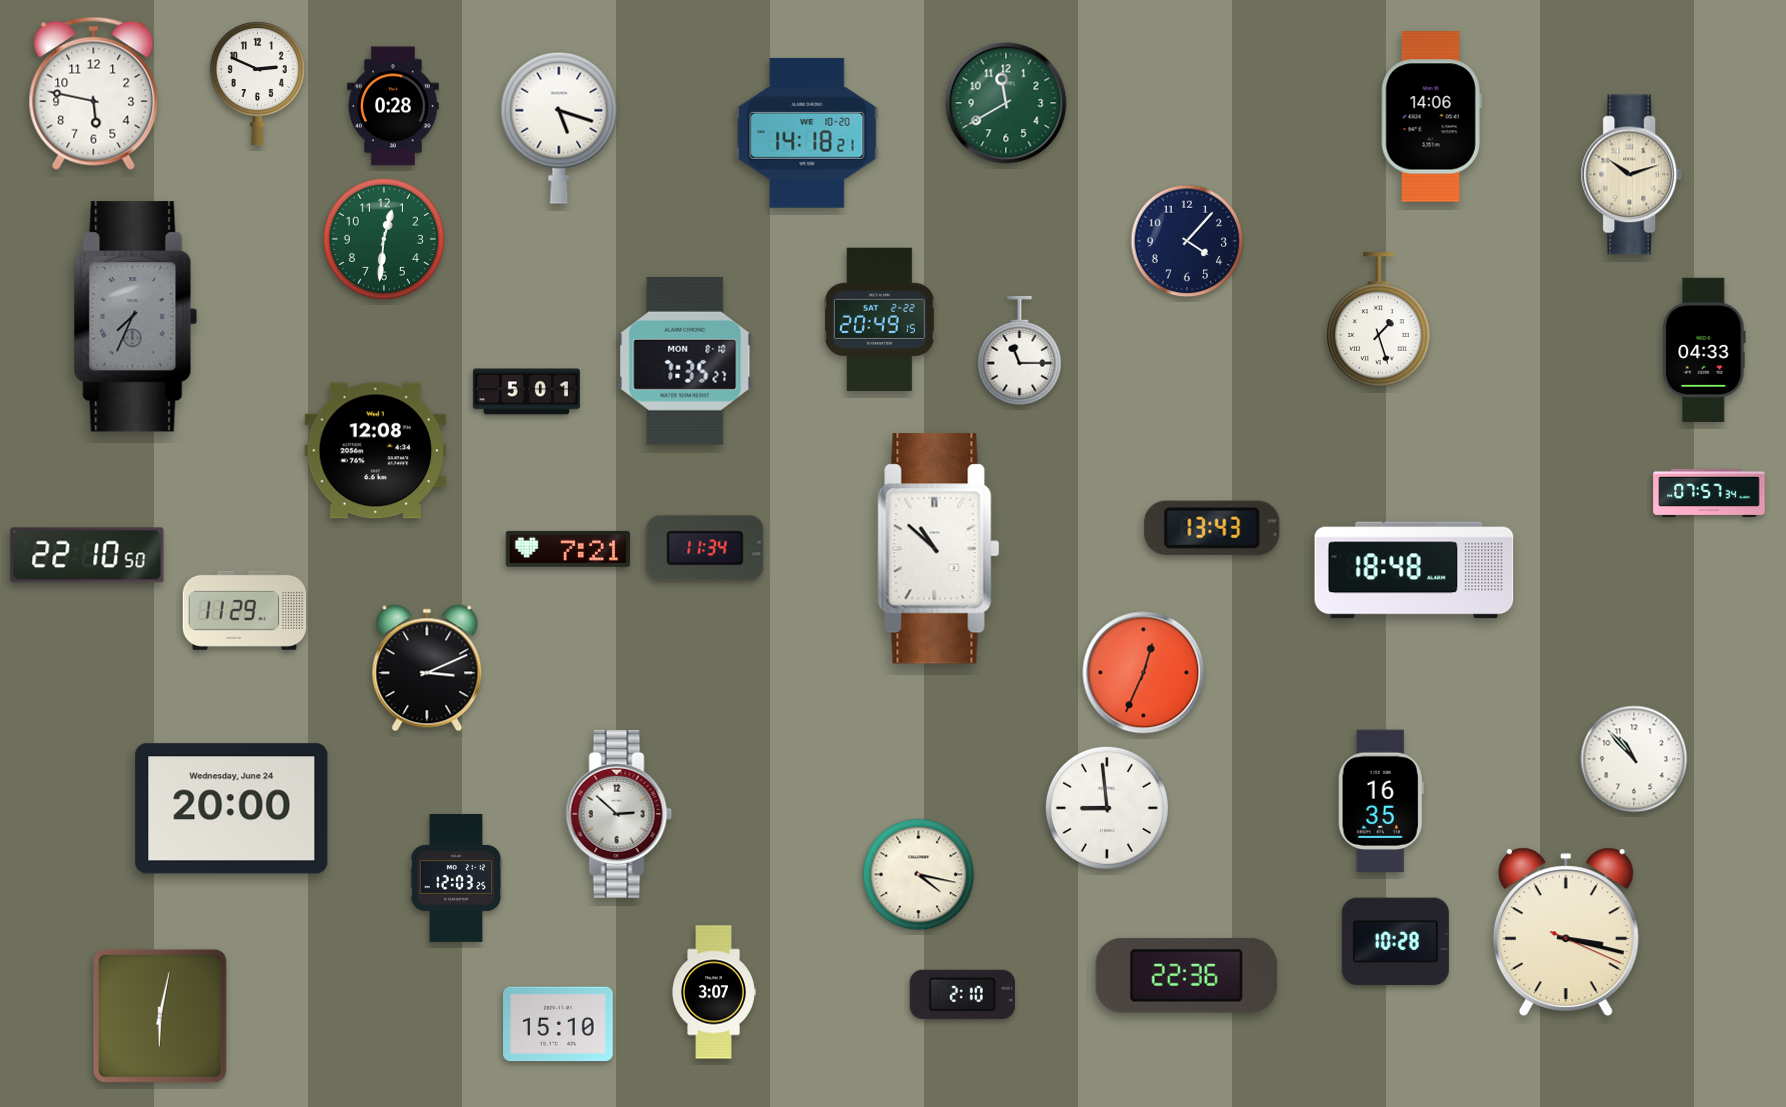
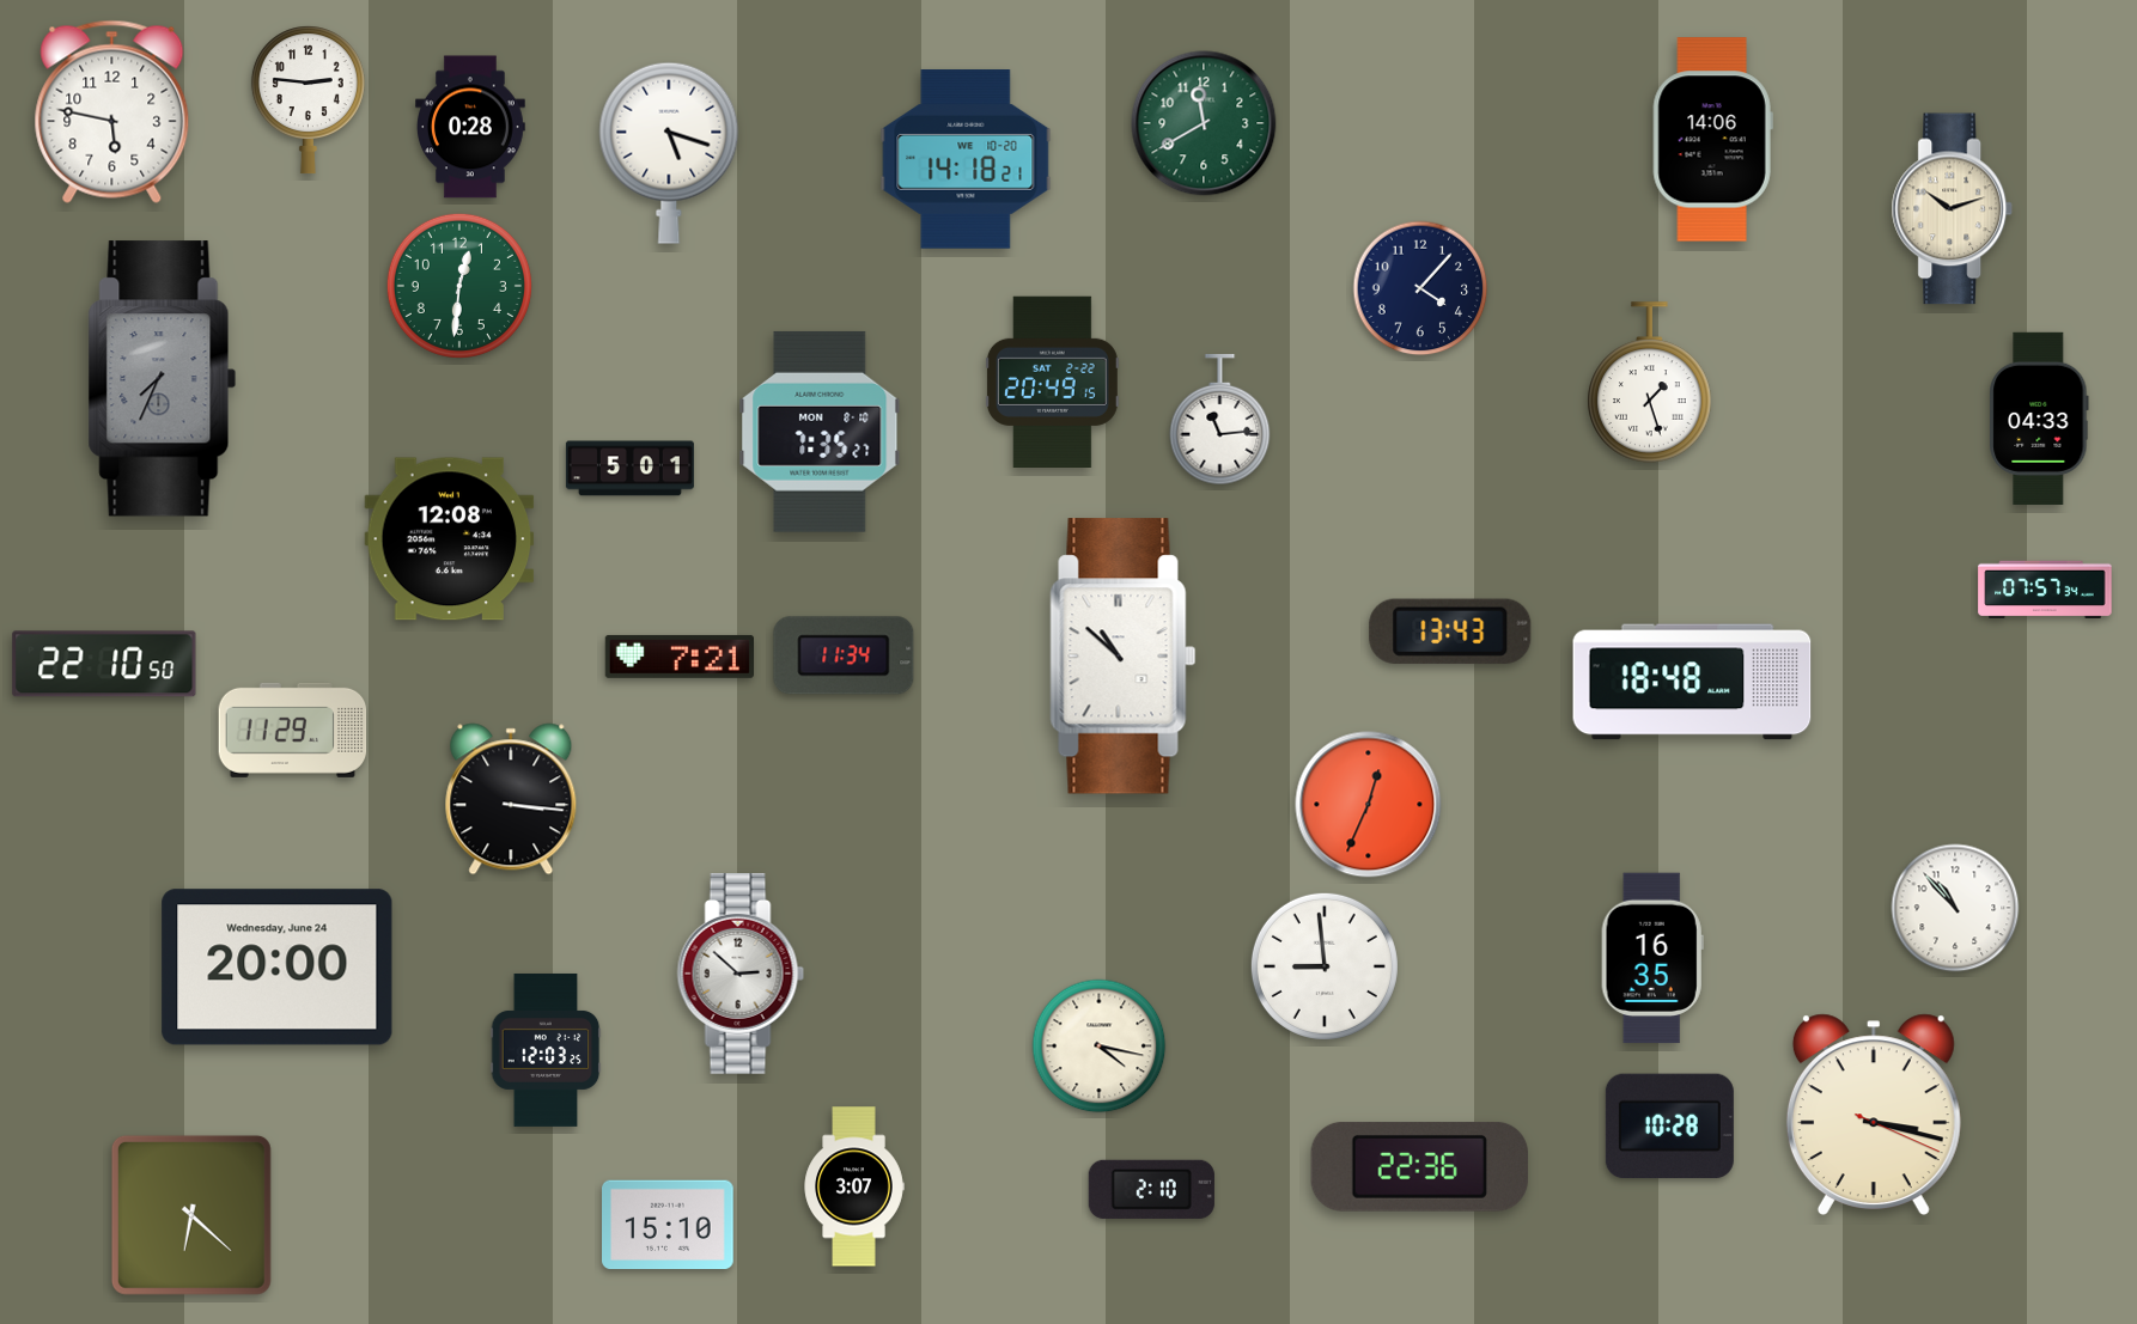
clock at (257, 84): 2:49 -> 2:46
clock at (1020, 351): 11:15 -> 11:14
clock at (427, 668): 3:11 -> 3:16
clock at (160, 1016): 6:02 -> 6:22
